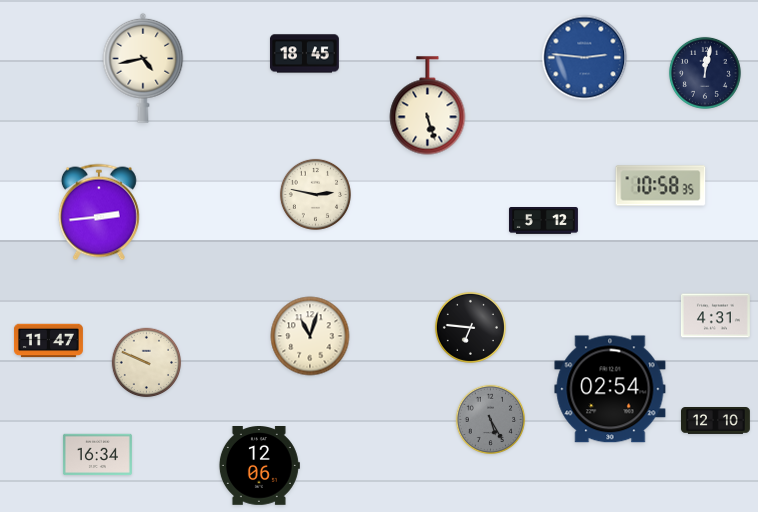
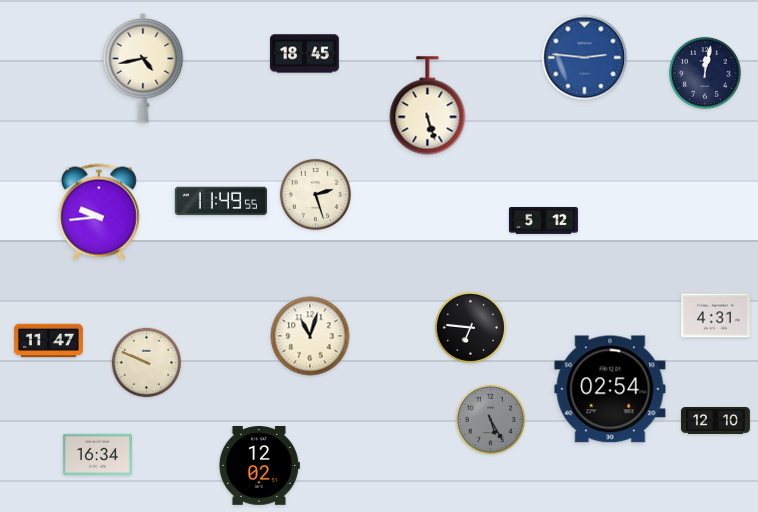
clock at (661, 186): 10:58 -> none
clock at (315, 194): 2:47 -> 2:27
clock at (220, 201): none -> 11:49
clock at (99, 212): 2:44 -> 9:44
clock at (259, 466): 12:06 -> 12:02
